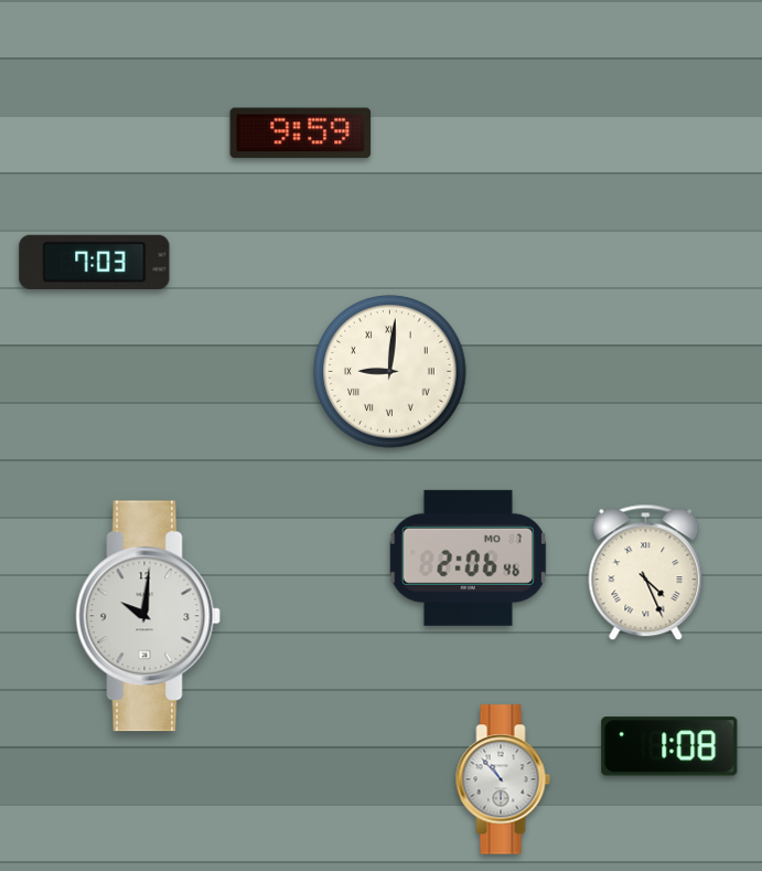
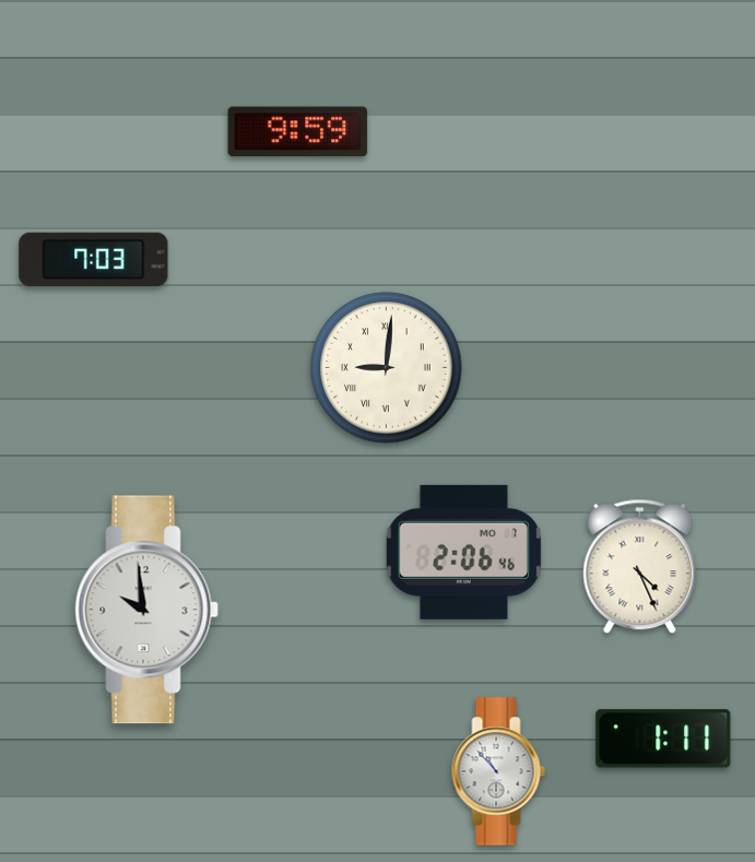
clock at (148, 616): 10:01 -> 9:59
clock at (669, 746): 1:08 -> 1:11
